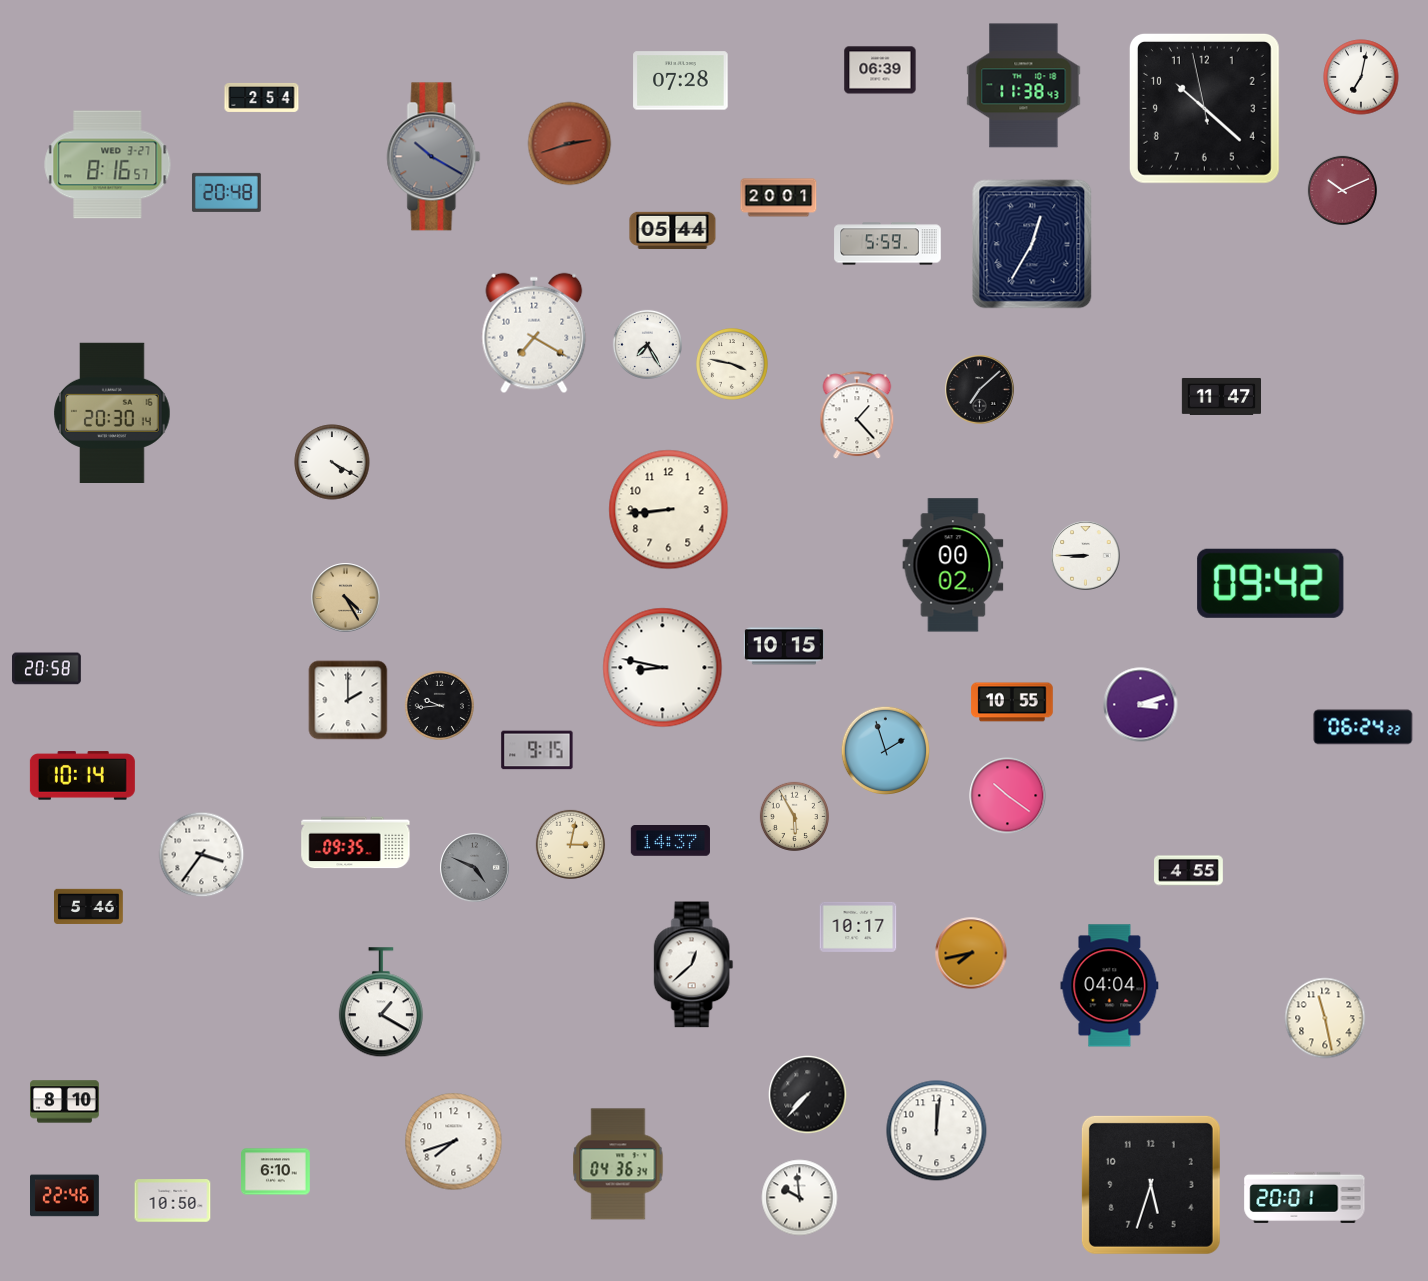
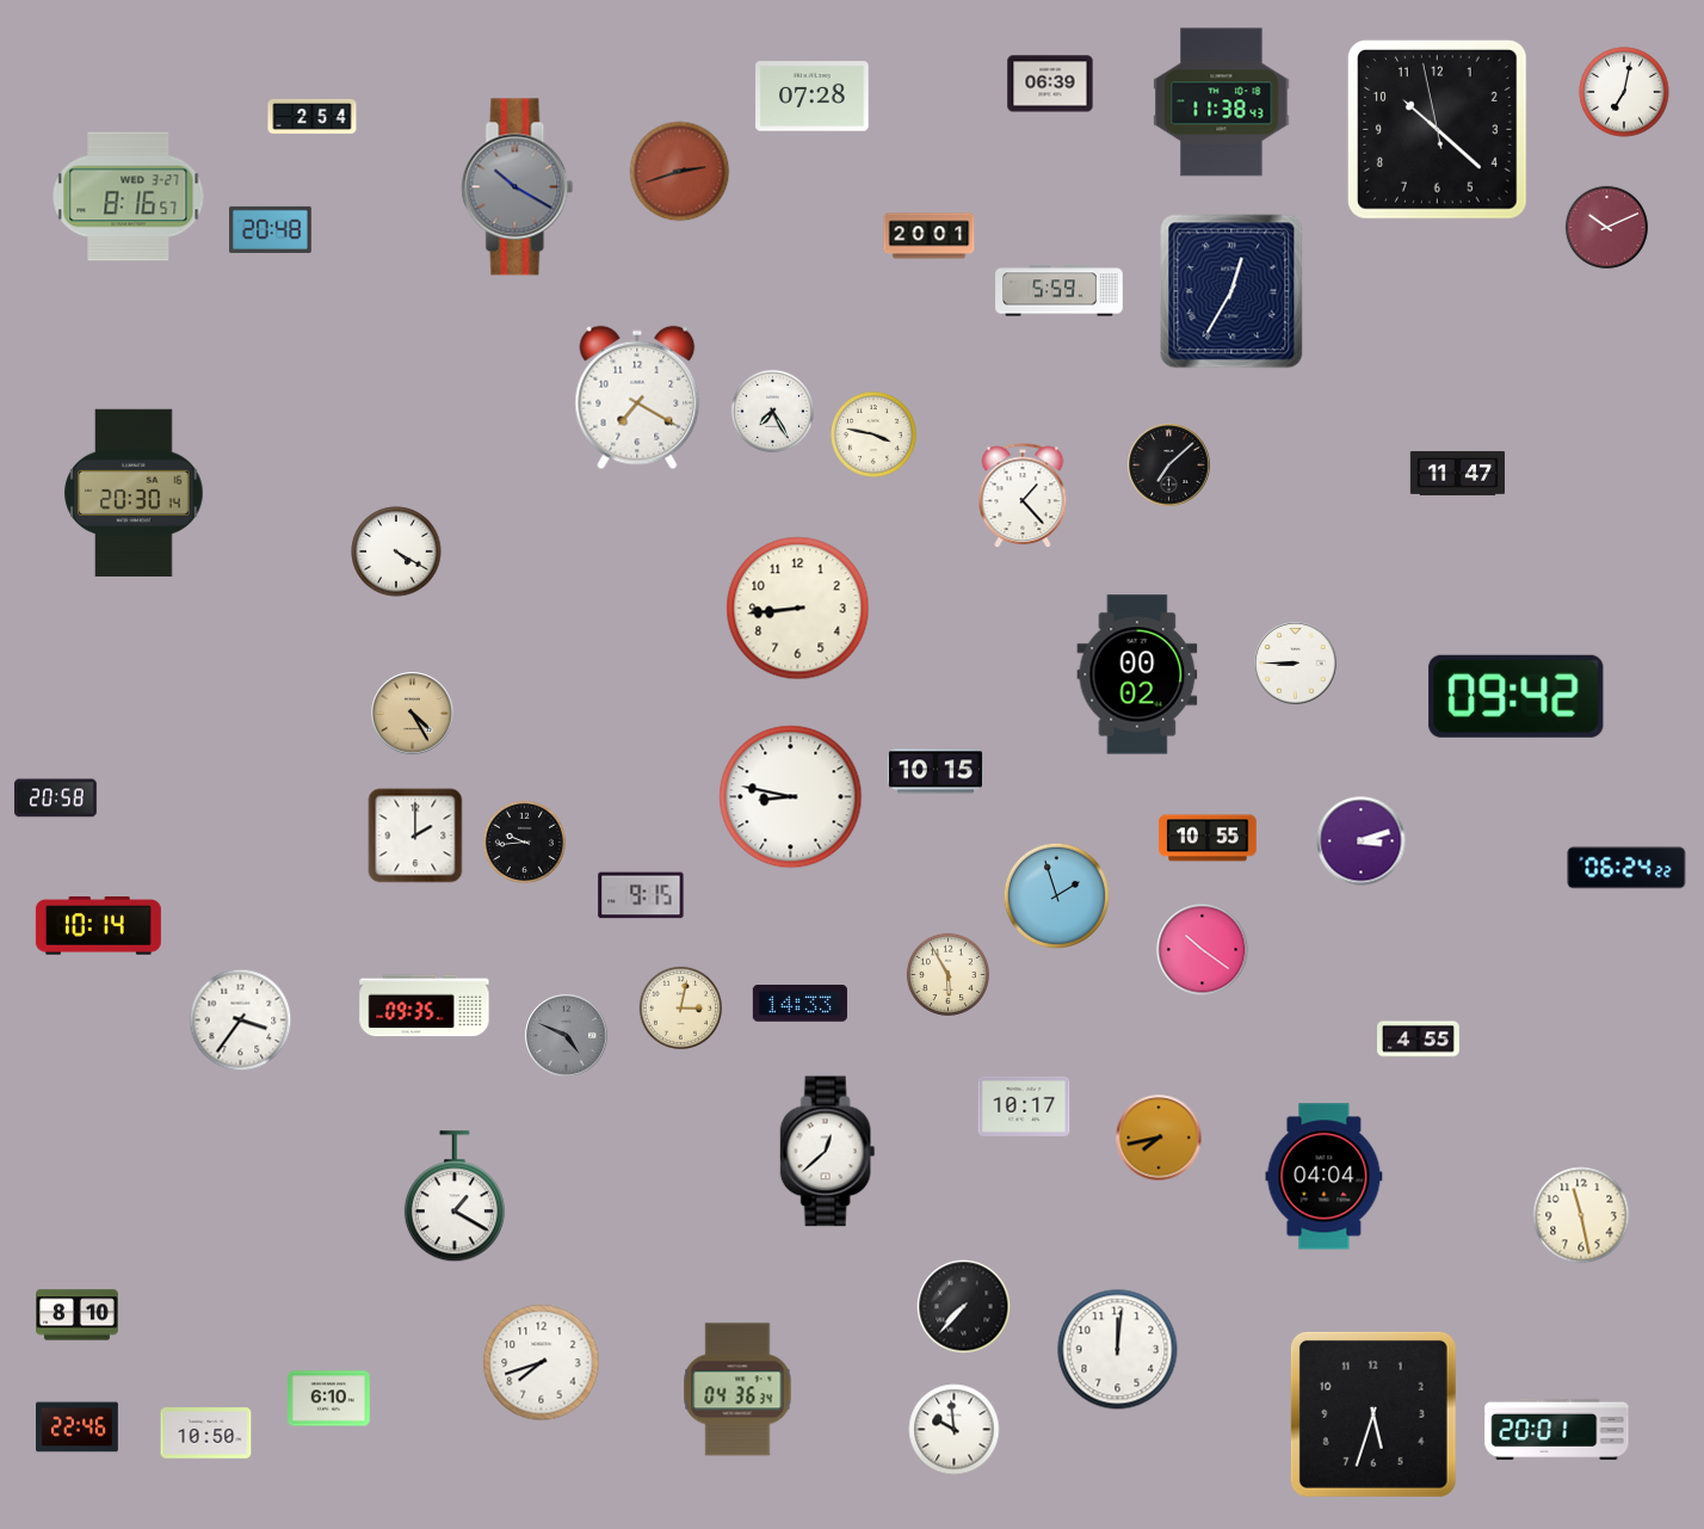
clock at (1342, 190) position: (1342, 190) -> (1606, 227)
clock at (673, 231): 05:44 -> none
clock at (670, 841): 14:37 -> 14:33
clock at (89, 906): 5:46 -> none
